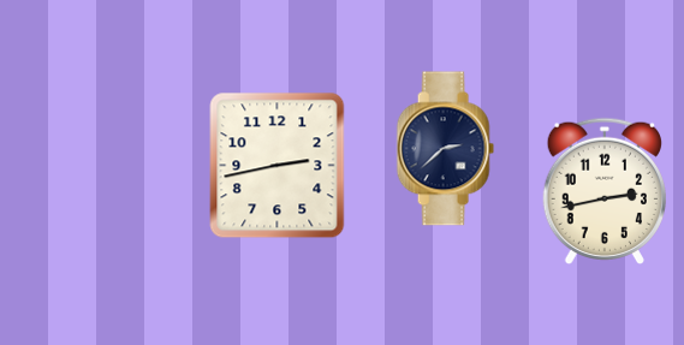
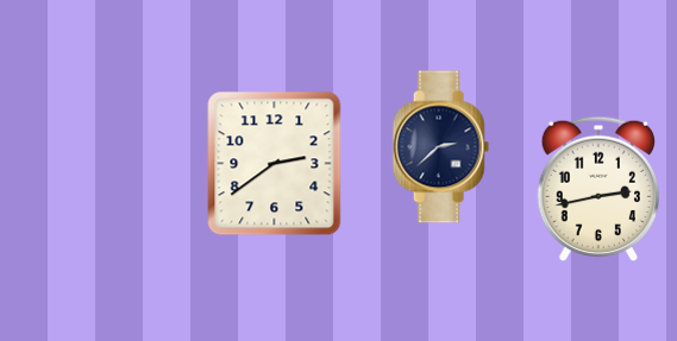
clock at (278, 166): 2:43 -> 2:39
